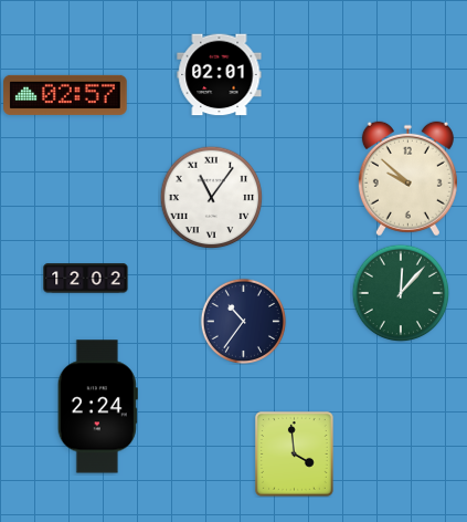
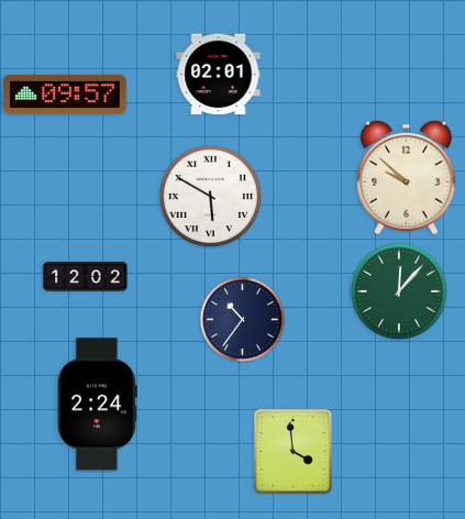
clock at (65, 95): 02:57 -> 09:57
clock at (211, 197): 11:06 -> 5:50
